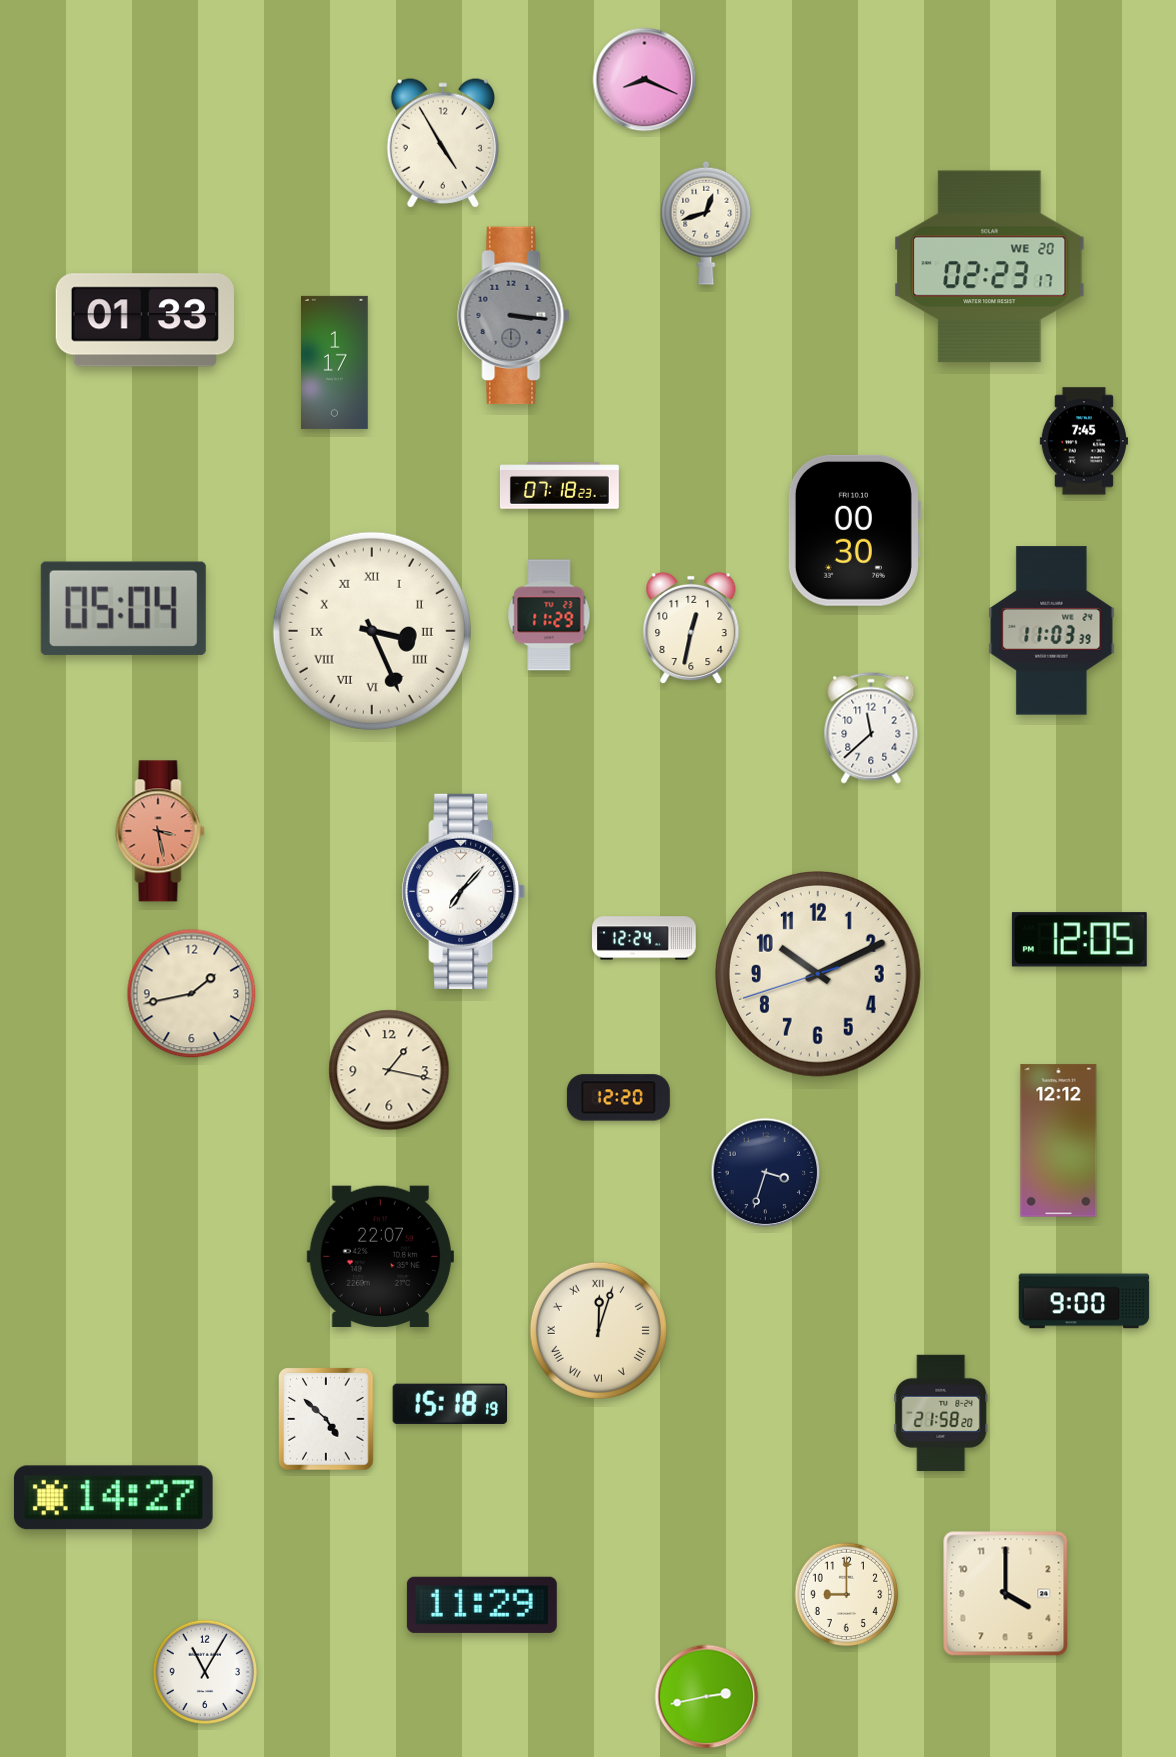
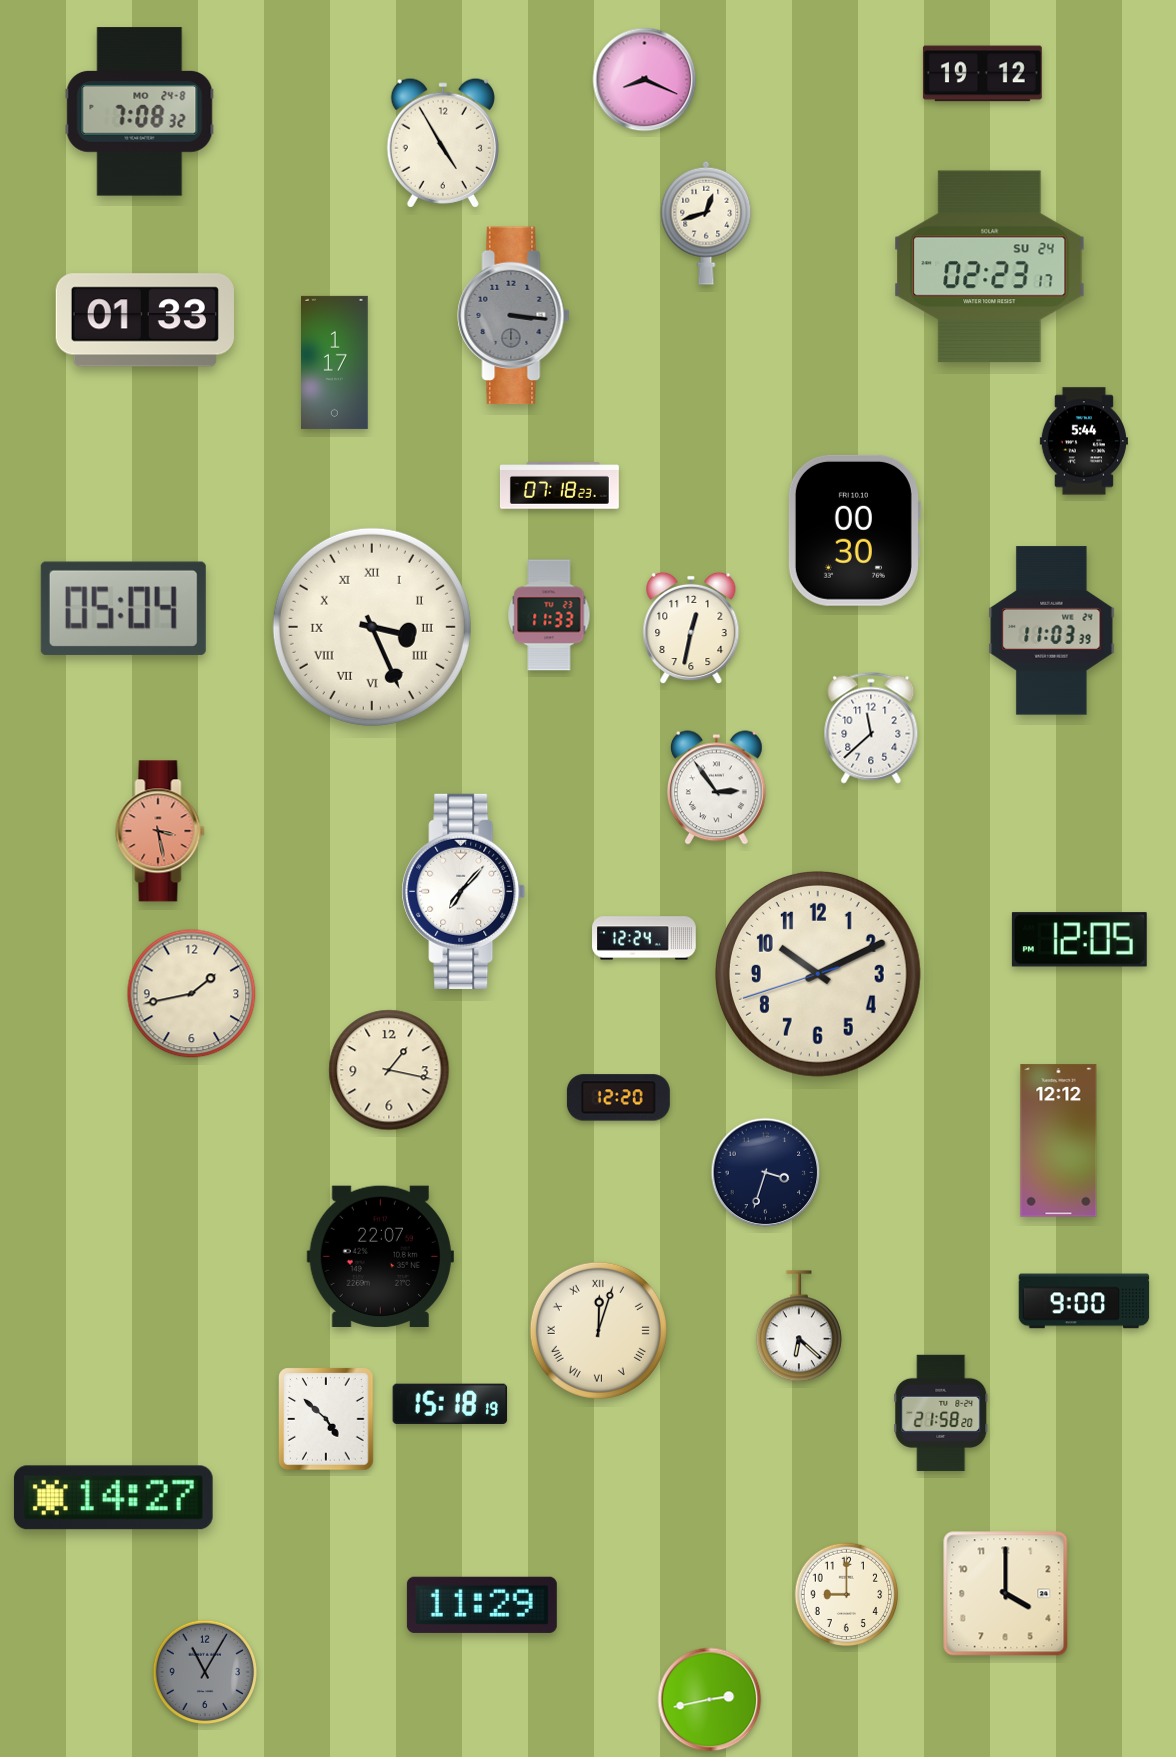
clock at (982, 74): none -> 19:12
clock at (140, 112): none -> 7:08
clock at (990, 267) date: WE 20 -> SU 24
clock at (1084, 441): 7:45 -> 5:44
clock at (549, 615): 11:29 -> 11:33
clock at (372, 631) position: (372, 631) -> (372, 627)
clock at (716, 788): none -> 2:54
clock at (799, 1327): none -> 6:22
clock at (204, 1671) dial: white -> grey
clock at (707, 1697) position: (707, 1697) -> (710, 1700)
